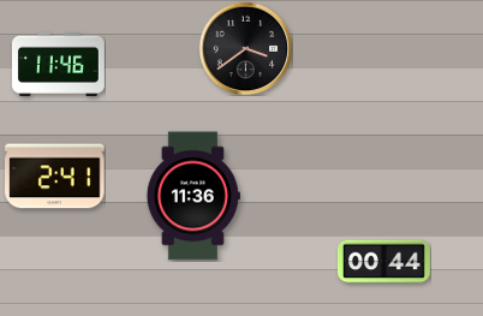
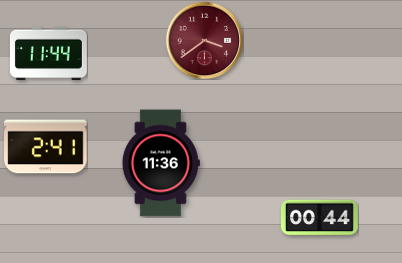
clock at (245, 48) dial: black -> burgundy
clock at (58, 65): 11:46 -> 11:44
